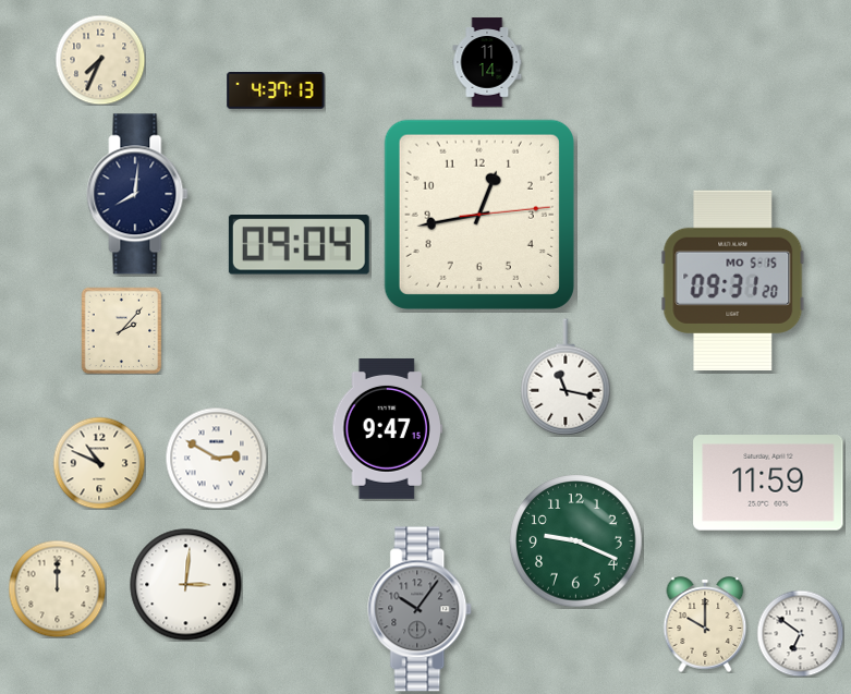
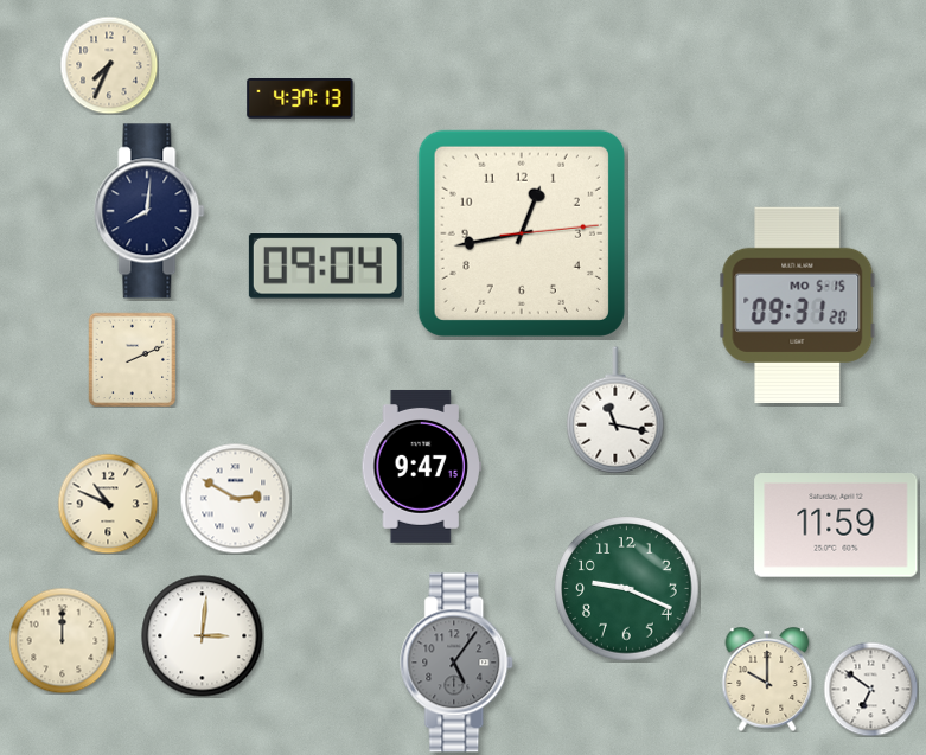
clock at (487, 62): 11:14 -> none
clock at (122, 330): 2:07 -> 2:11
clock at (421, 609): 10:06 -> 5:06
